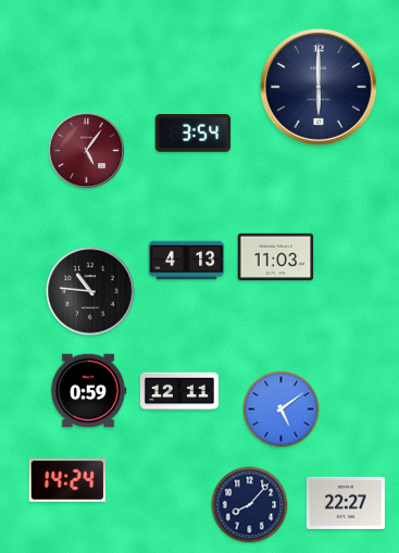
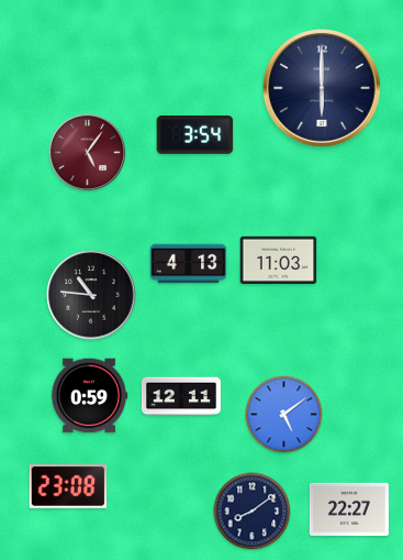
clock at (67, 480): 14:24 -> 23:08
clock at (250, 505): 8:07 -> 8:09
